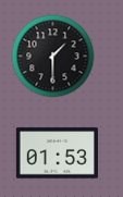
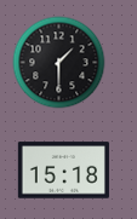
clock at (57, 153): 01:53 -> 15:18
